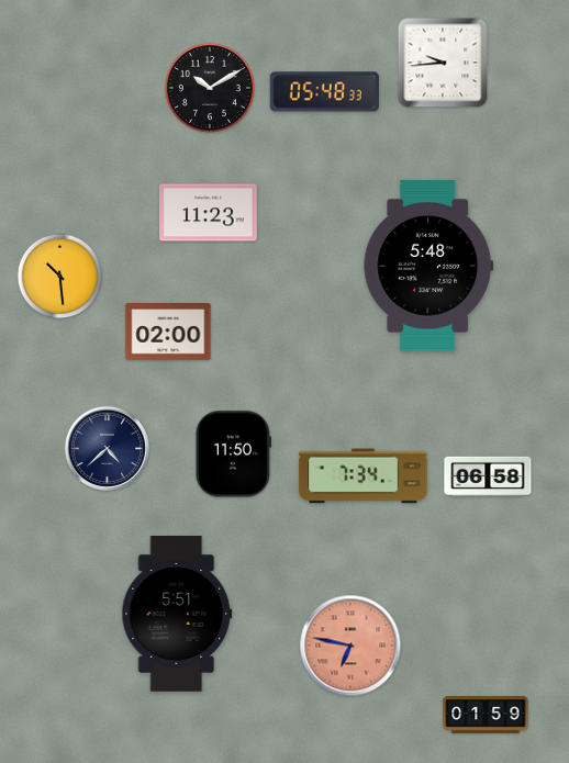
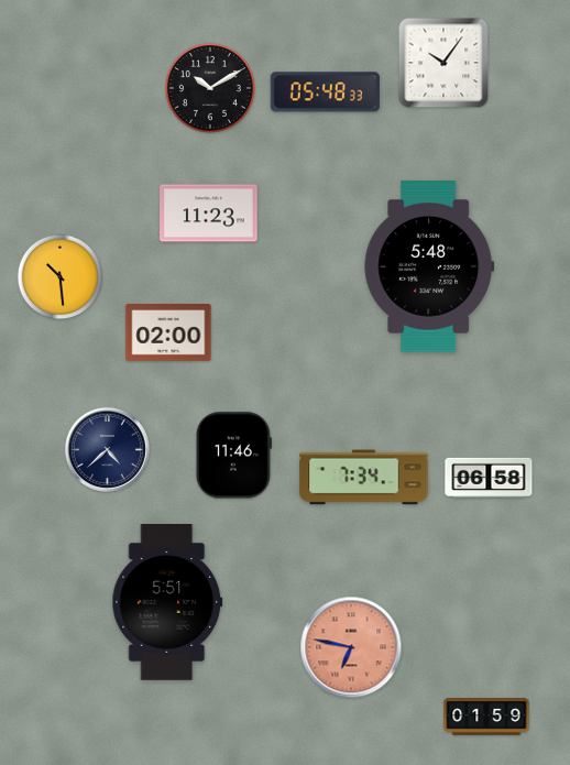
clock at (443, 63): 9:44 -> 10:06
clock at (233, 455): 11:50 -> 11:46
clock at (177, 615) position: (177, 615) -> (167, 603)
